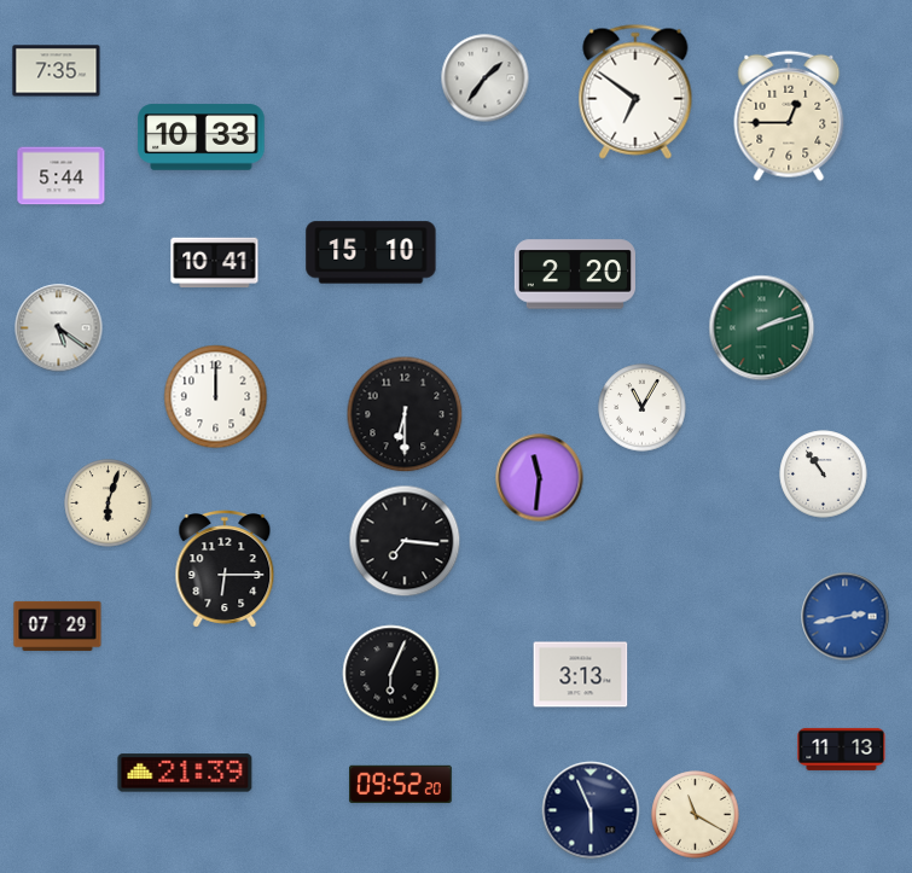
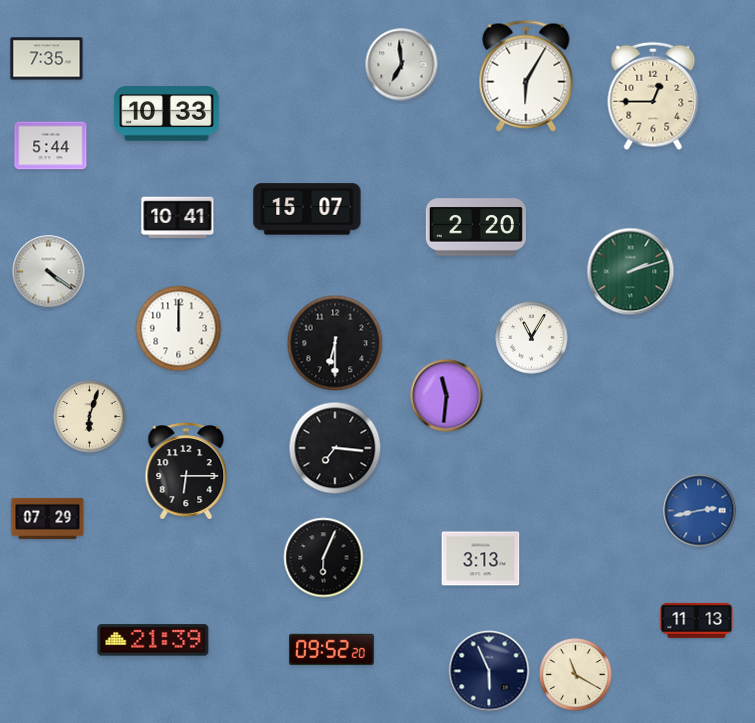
clock at (486, 78): 1:36 -> 6:59
clock at (635, 92): 6:51 -> 6:05
clock at (371, 252): 15:10 -> 15:07
clock at (59, 328): 5:21 -> 4:21
clock at (824, 475): 10:54 -> none
